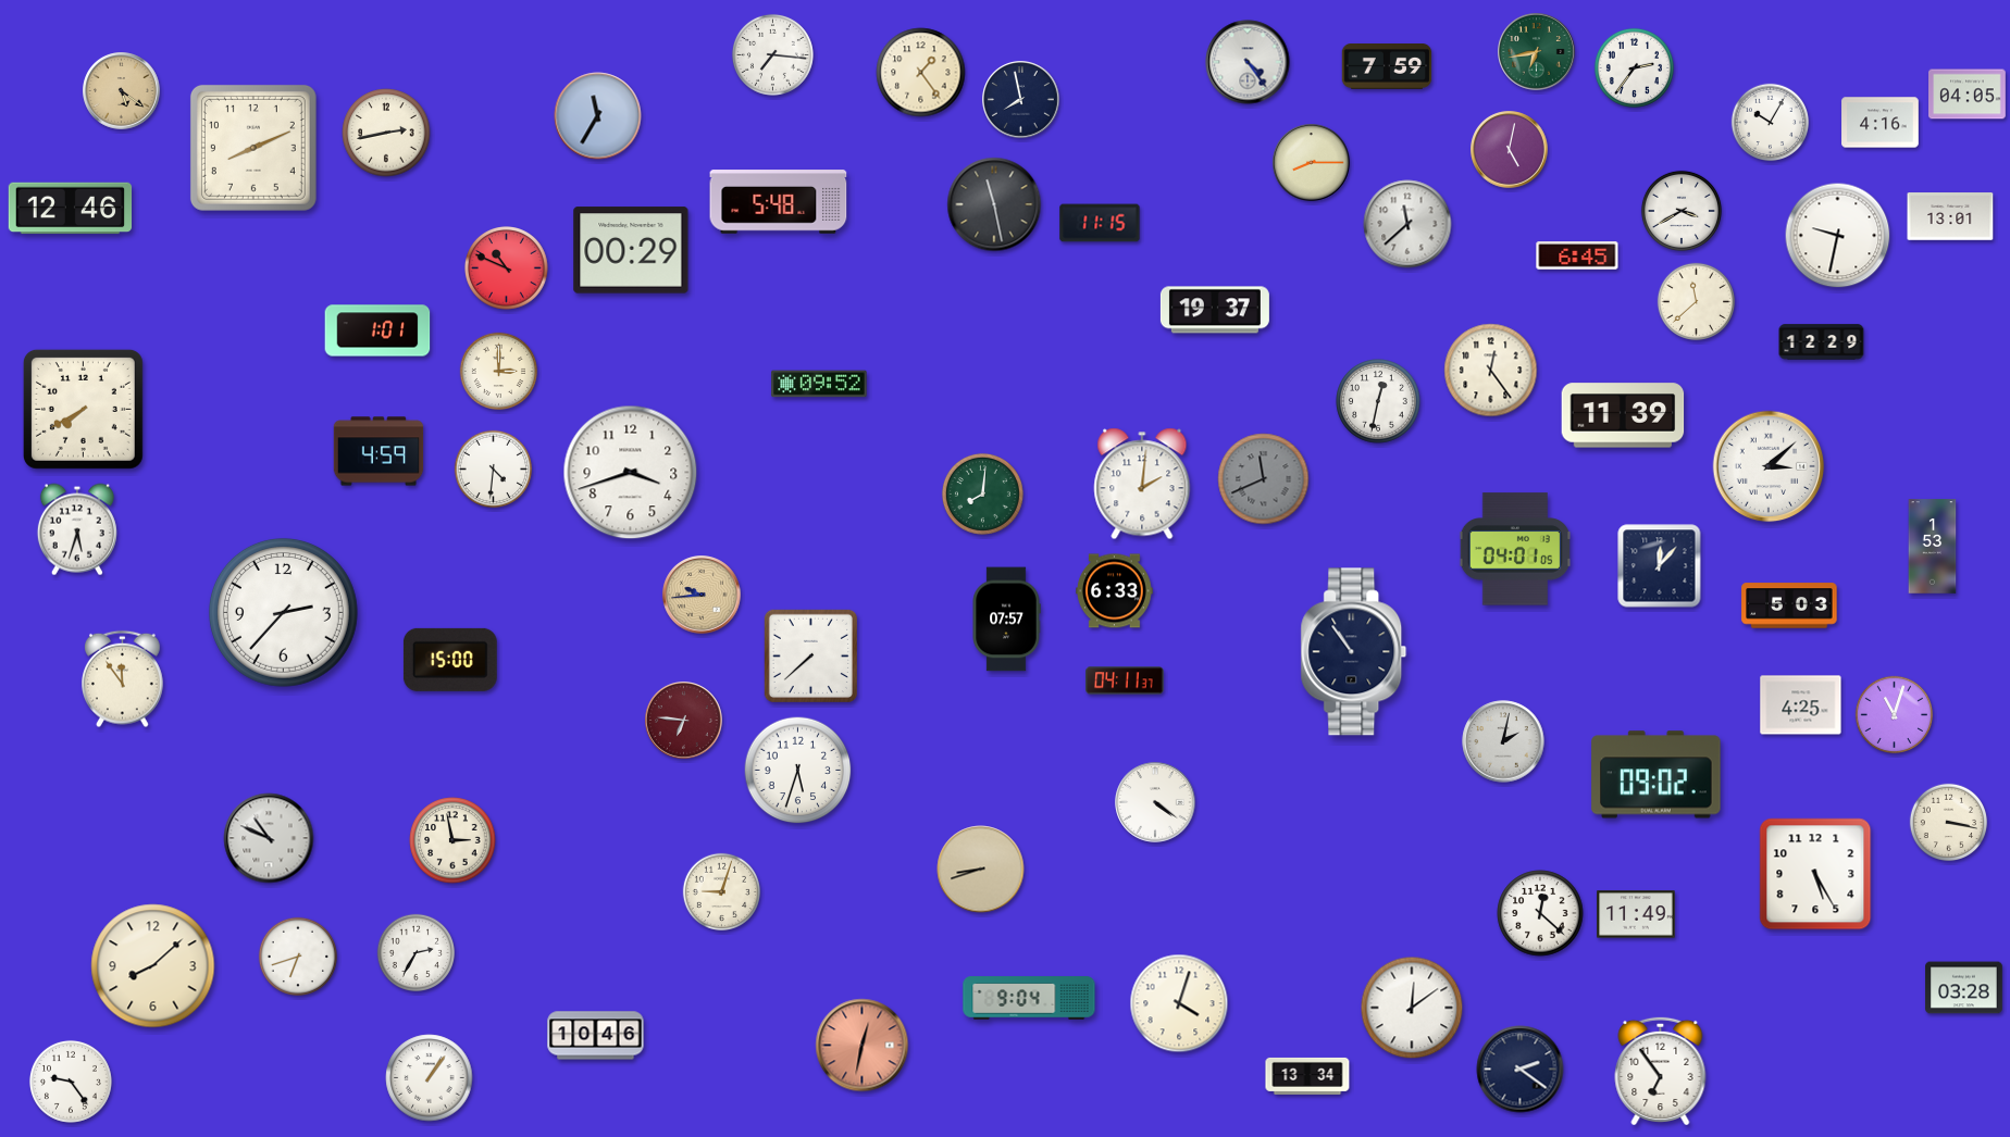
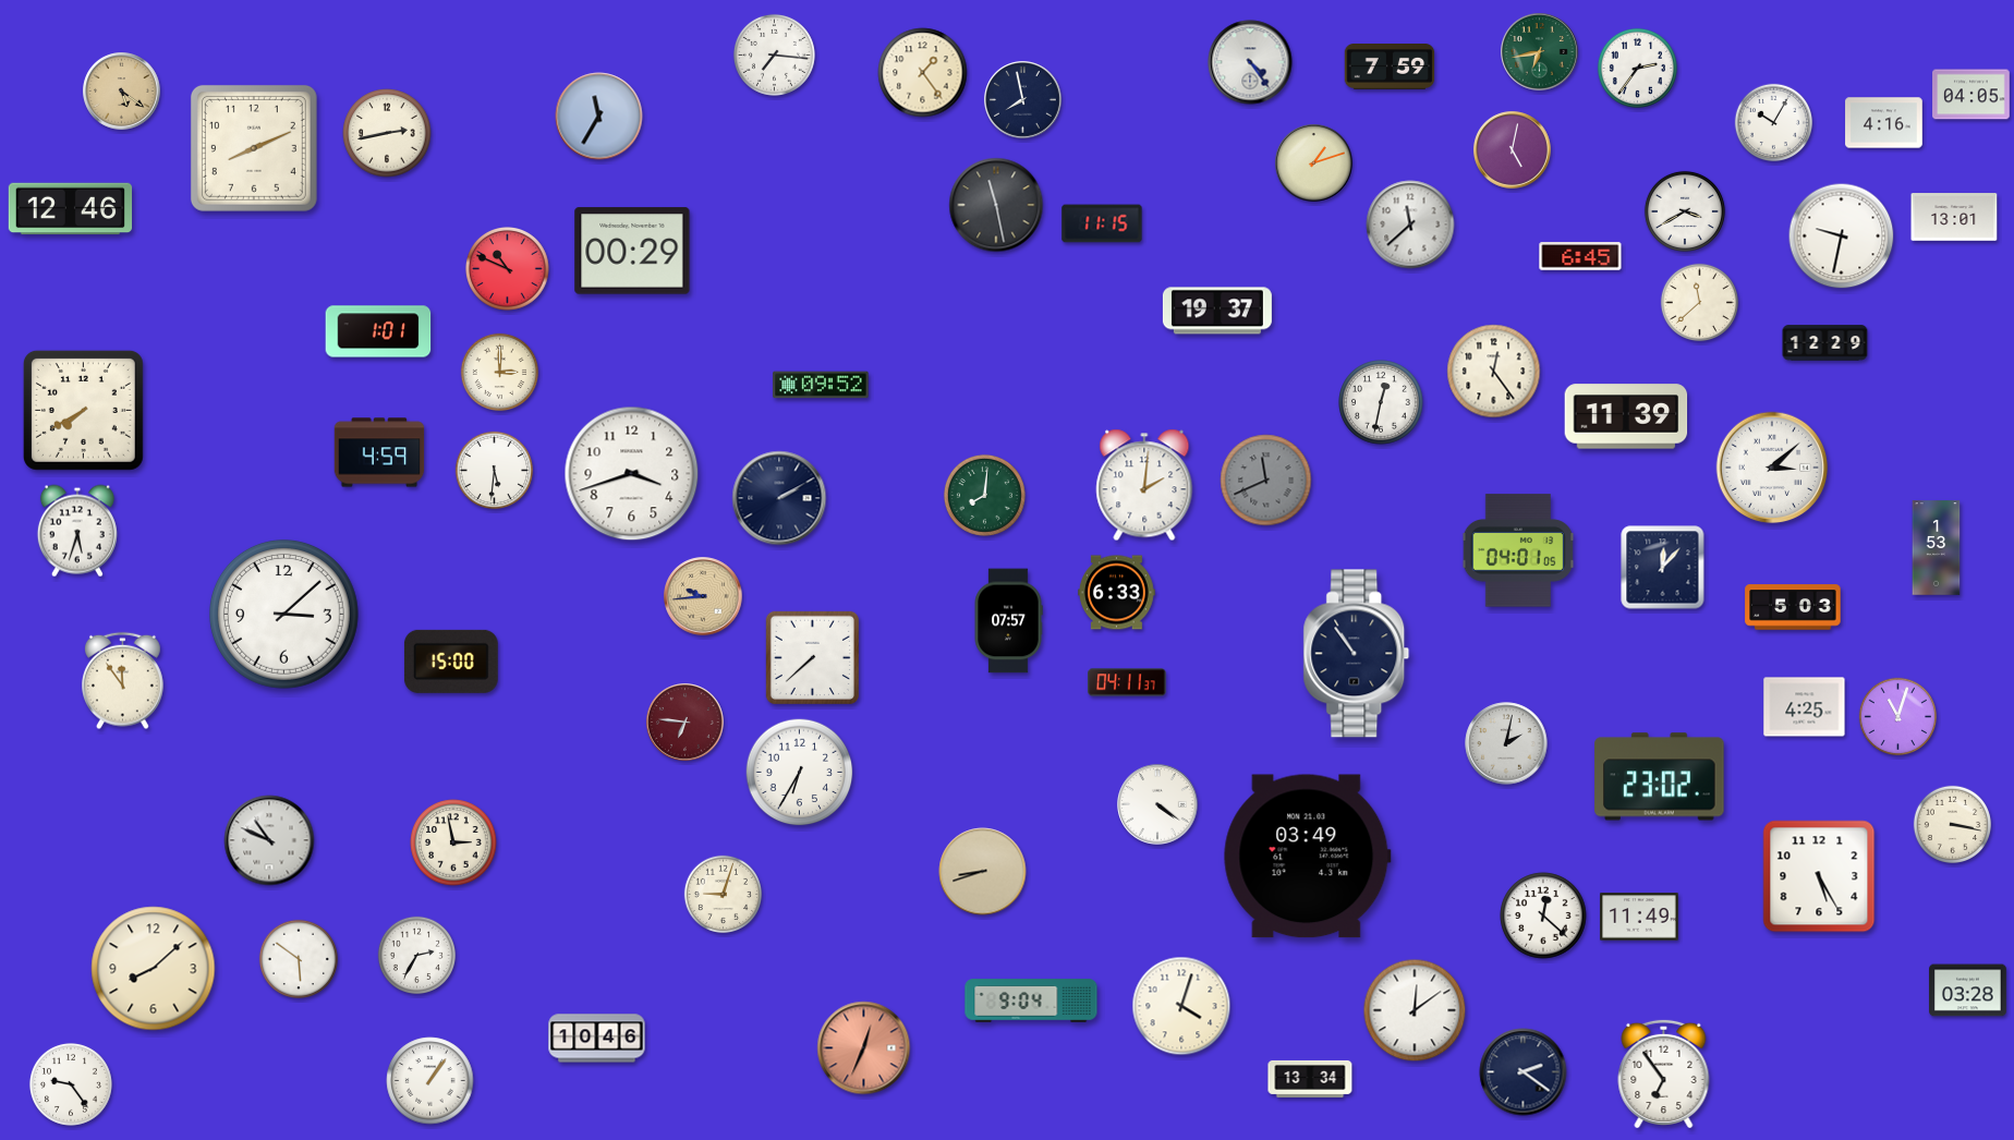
clock at (1312, 163): 8:15 -> 1:12
clock at (779, 202): 5:48 -> none
clock at (494, 470): 4:31 -> 5:31
clock at (779, 498): none -> 2:10
clock at (284, 613): 2:37 -> 3:08
clock at (798, 771): 5:33 -> 6:35
clock at (1657, 775): 09:02 -> 23:02
clock at (1307, 857): none -> 03:49
clock at (297, 955): 6:42 -> 5:51
clock at (863, 1046): 12:32 -> 12:34
